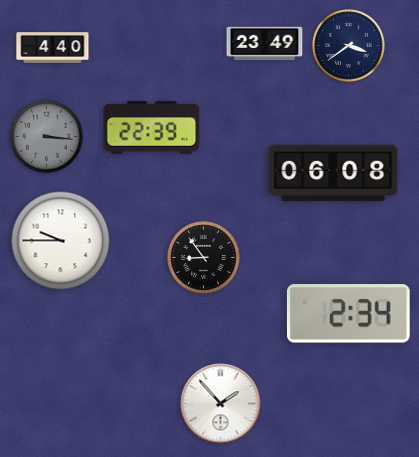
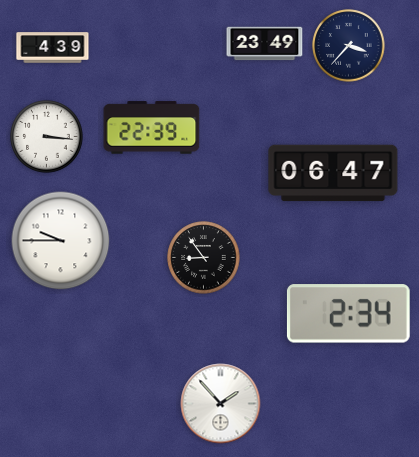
clock at (349, 46): 3:39 -> 3:37
clock at (53, 48): 4:40 -> 4:39
clock at (47, 137) dial: grey -> white
clock at (333, 173): 06:08 -> 06:47
